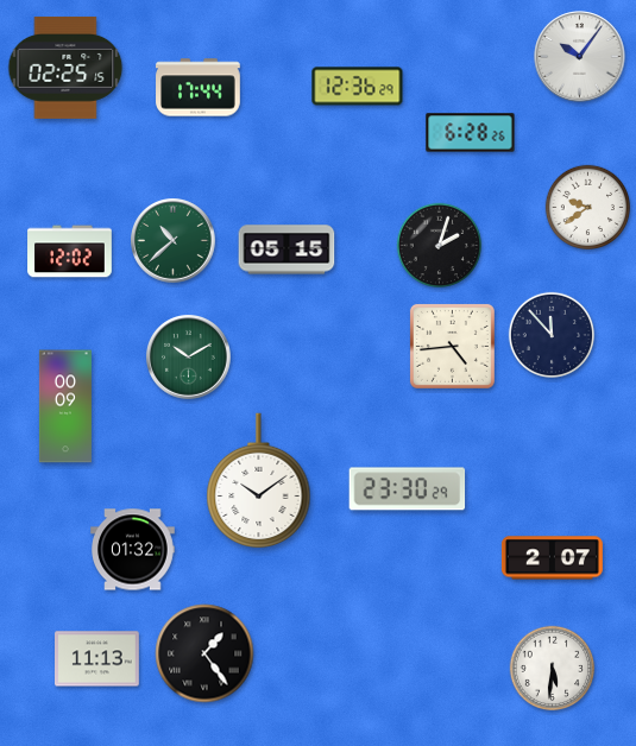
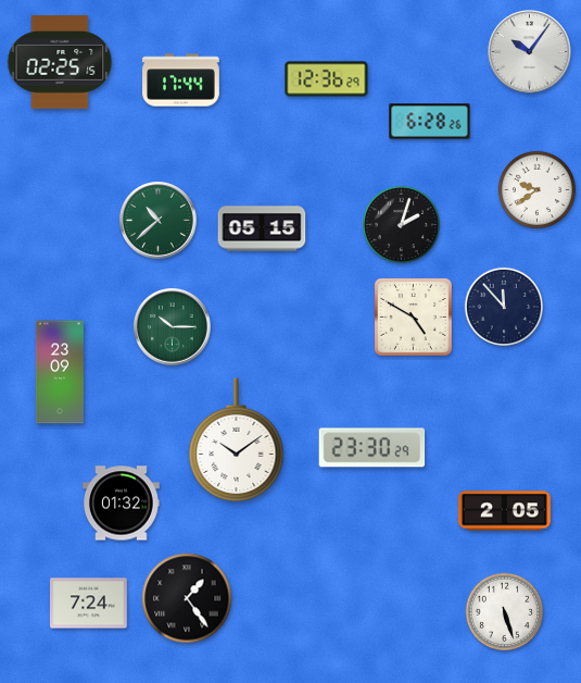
clock at (70, 252): 12:02 -> none
clock at (452, 346): 4:44 -> 4:50
clock at (189, 358): 10:10 -> 10:15
clock at (65, 406): 00:09 -> 23:09
clock at (552, 558): 2:07 -> 2:05
clock at (97, 659): 11:13 -> 7:24
clock at (553, 669): 5:31 -> 5:27
